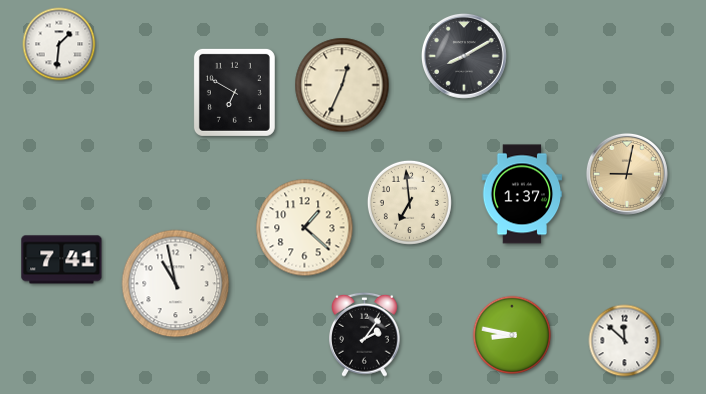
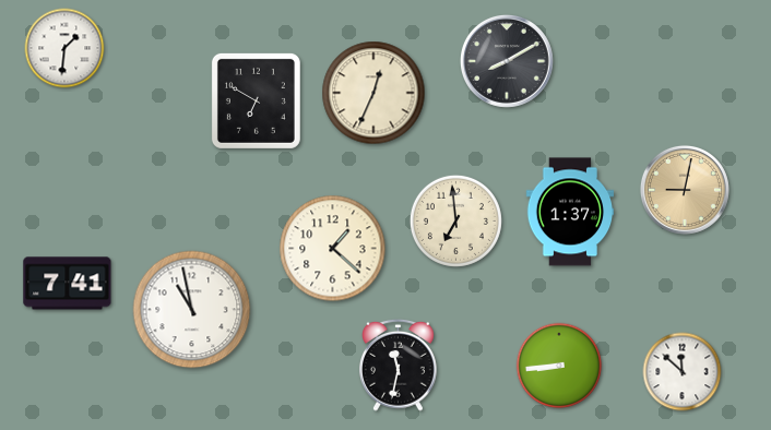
clock at (409, 202) position: (409, 202) -> (455, 220)
clock at (365, 334): 2:06 -> 11:32
clock at (512, 335): 8:47 -> 8:44
